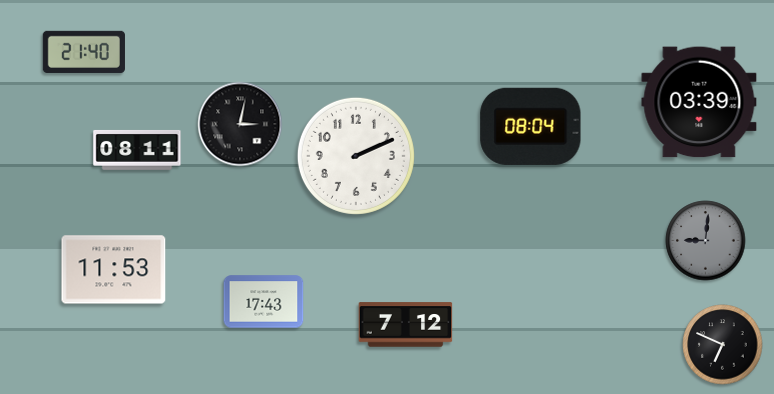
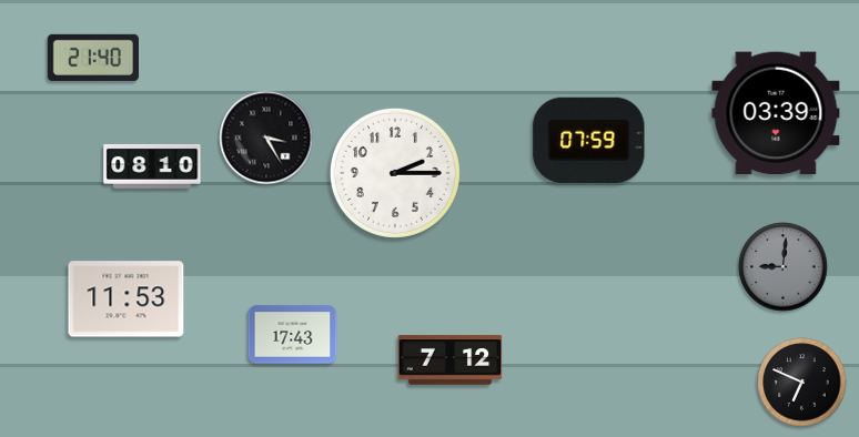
clock at (240, 124): 3:02 -> 3:25
clock at (531, 126): 08:04 -> 07:59
clock at (137, 150): 08:11 -> 08:10
clock at (356, 156): 2:11 -> 2:15
